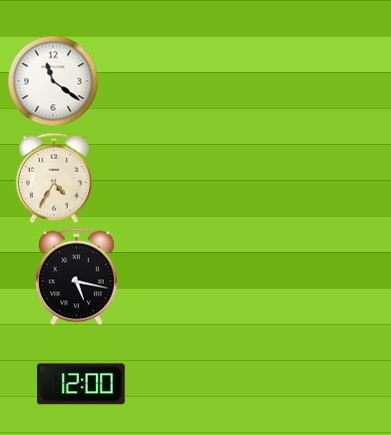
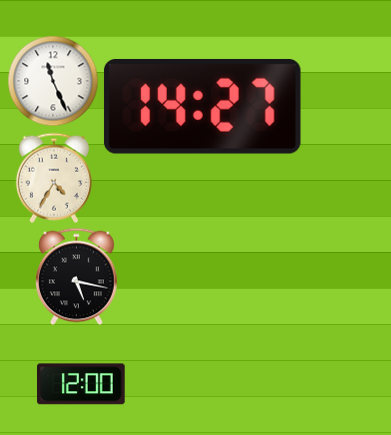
clock at (53, 81): 11:21 -> 11:26
clock at (202, 106): none -> 14:27
